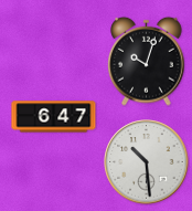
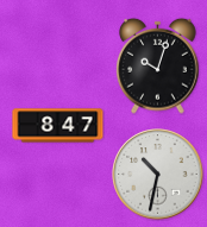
clock at (54, 117): 6:47 -> 8:47
clock at (147, 162): 10:29 -> 10:32
